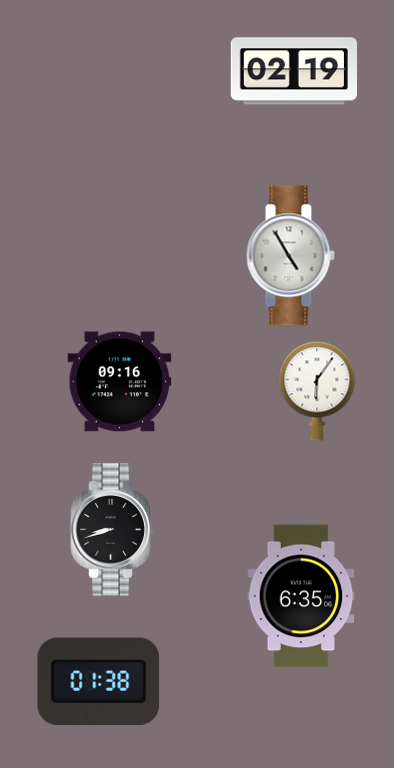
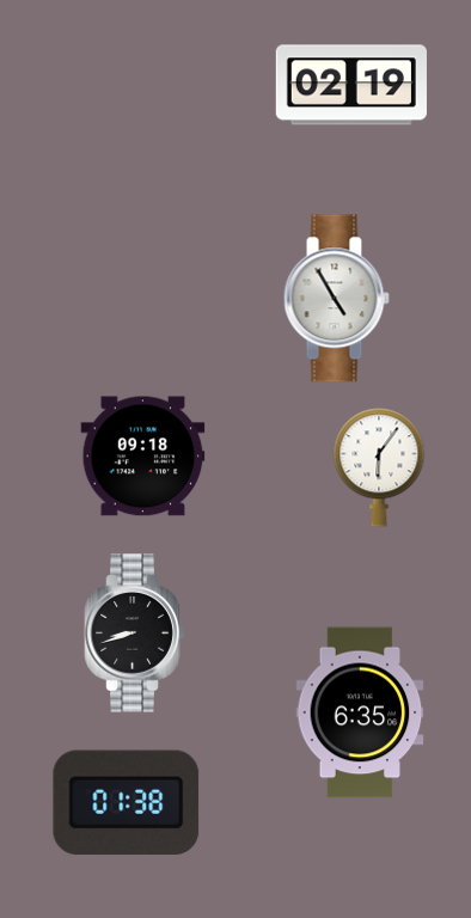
clock at (290, 256) position: (290, 256) -> (336, 299)
clock at (120, 382): 09:16 -> 09:18
clock at (99, 681) position: (99, 681) -> (127, 802)
